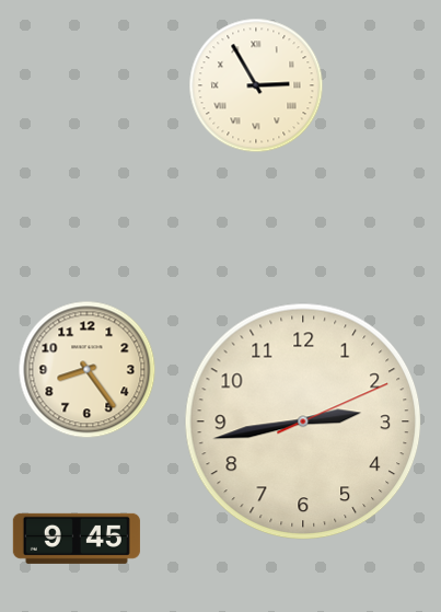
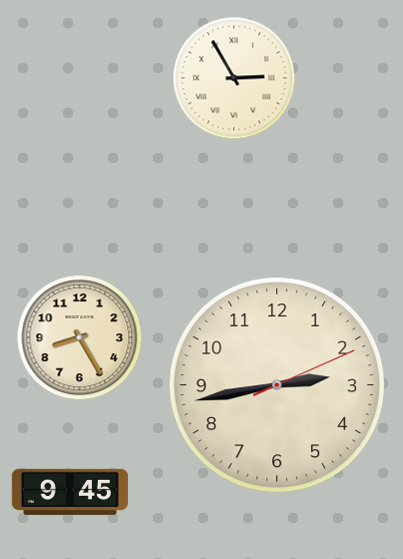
clock at (88, 370): 8:24 -> 8:25
